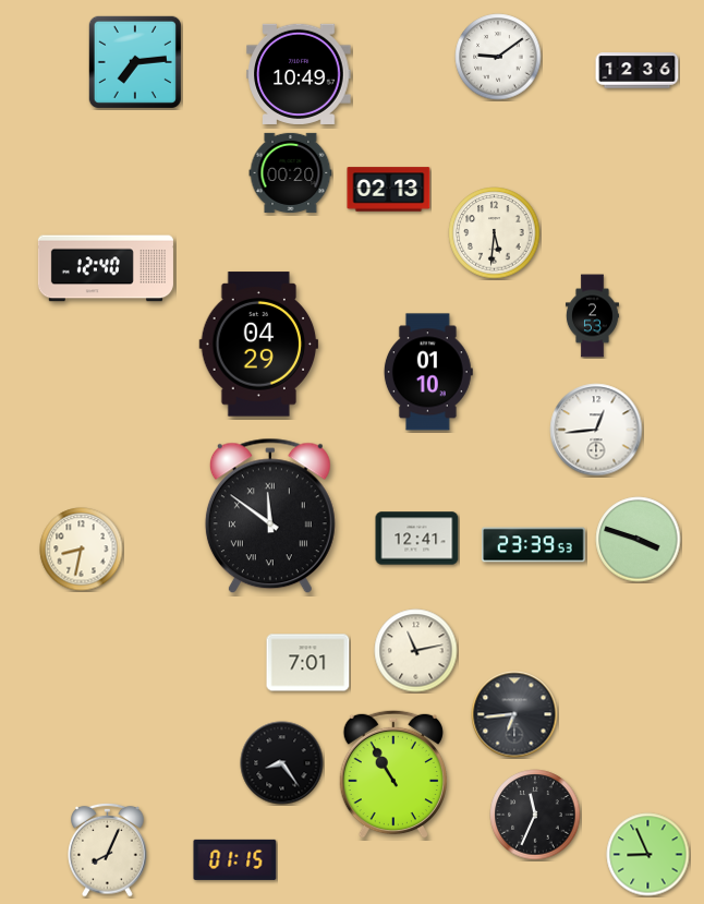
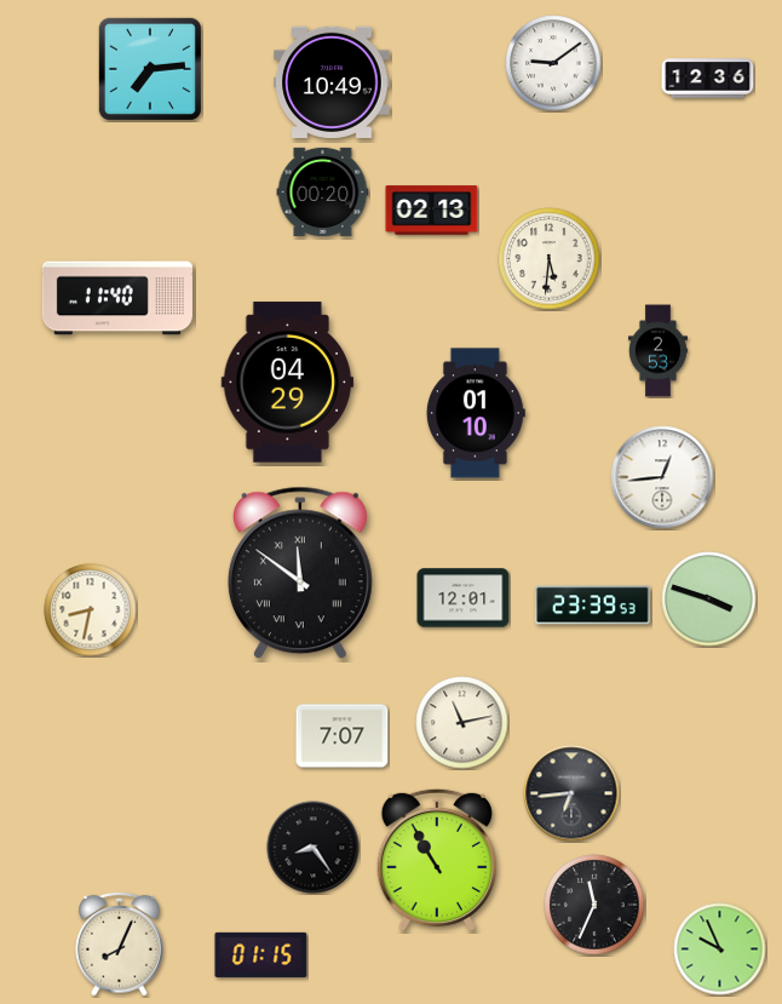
clock at (106, 268): 12:40 -> 11:40
clock at (417, 539): 12:41 -> 12:01
clock at (308, 663): 7:01 -> 7:07
clock at (648, 855): 8:56 -> 9:56
